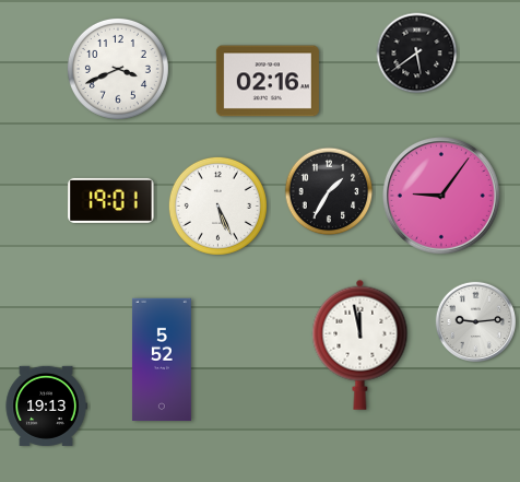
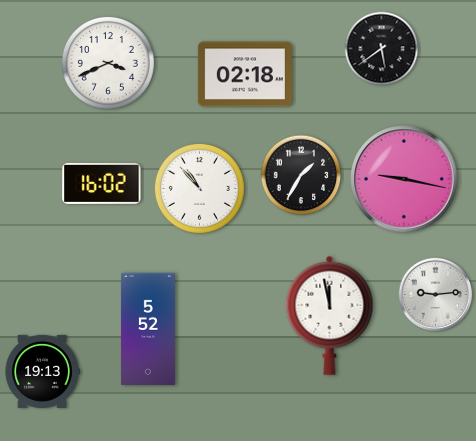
clock at (268, 81): 02:16 -> 02:18
clock at (441, 196): 9:06 -> 9:17
clock at (111, 200): 19:01 -> 16:02
clock at (217, 205): 5:26 -> 10:53
